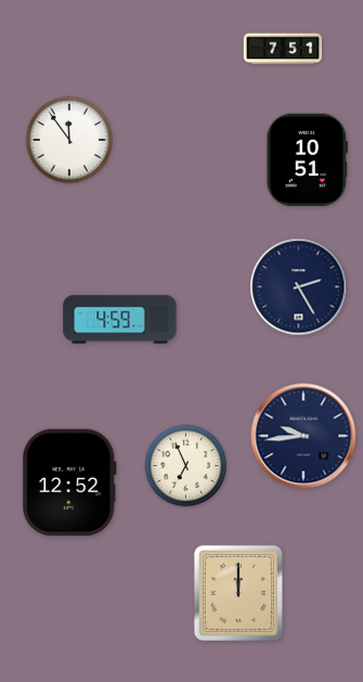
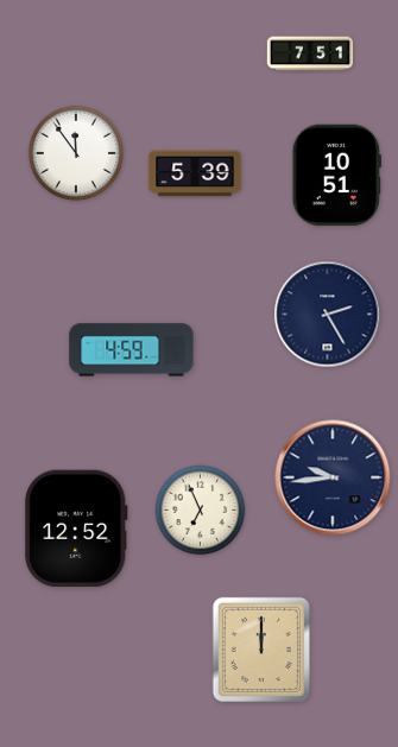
clock at (195, 173): none -> 5:39
clock at (186, 466) position: (186, 466) -> (201, 511)
